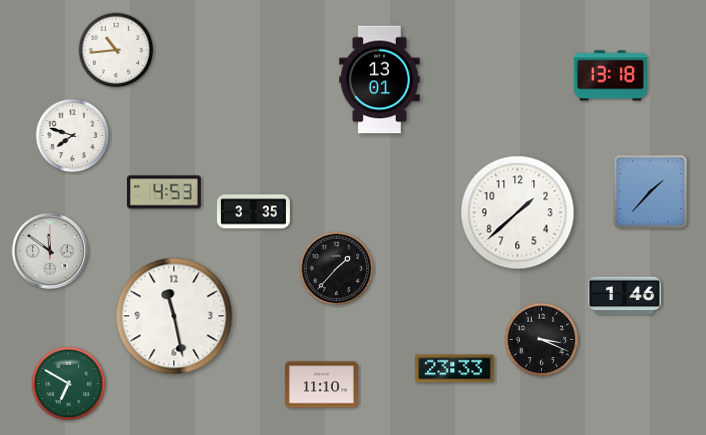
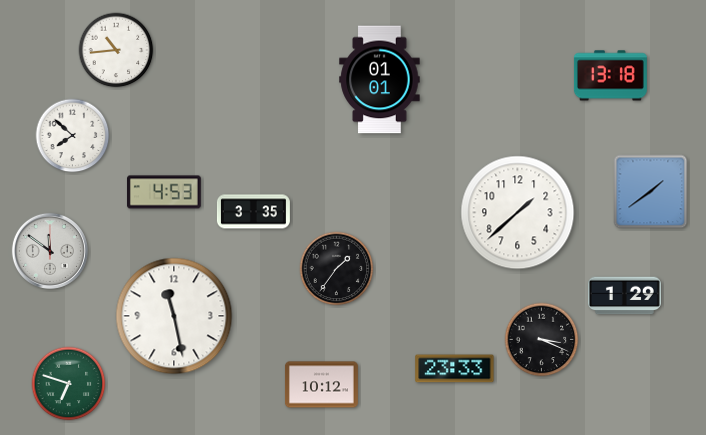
clock at (380, 80): 13:01 -> 01:01
clock at (73, 136): 7:48 -> 7:52
clock at (651, 192): 1:37 -> 1:39
clock at (337, 269): 1:37 -> 1:36
clock at (624, 296): 1:46 -> 1:29
clock at (69, 384): 6:50 -> 6:48
clock at (321, 385): 11:10 -> 10:12
